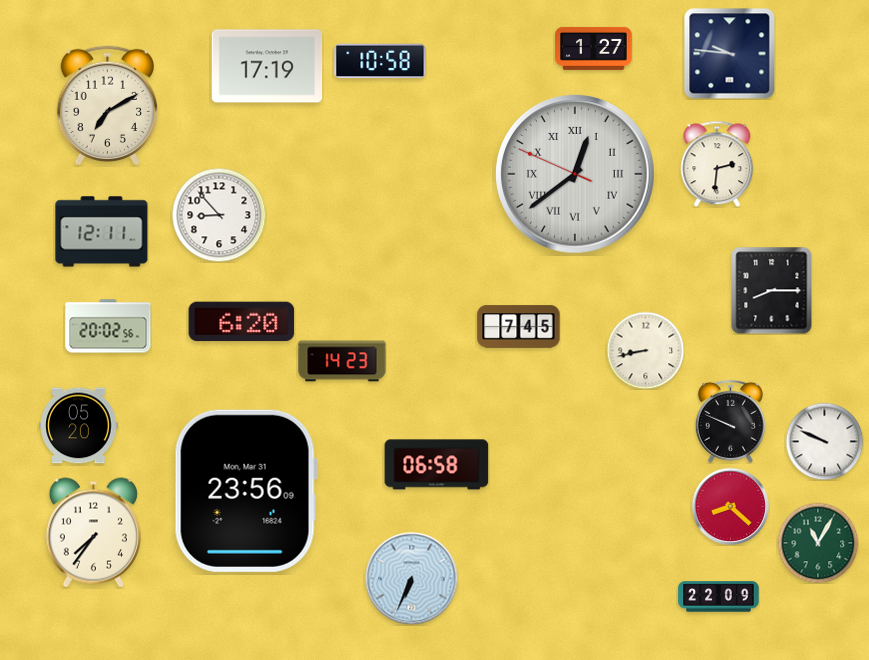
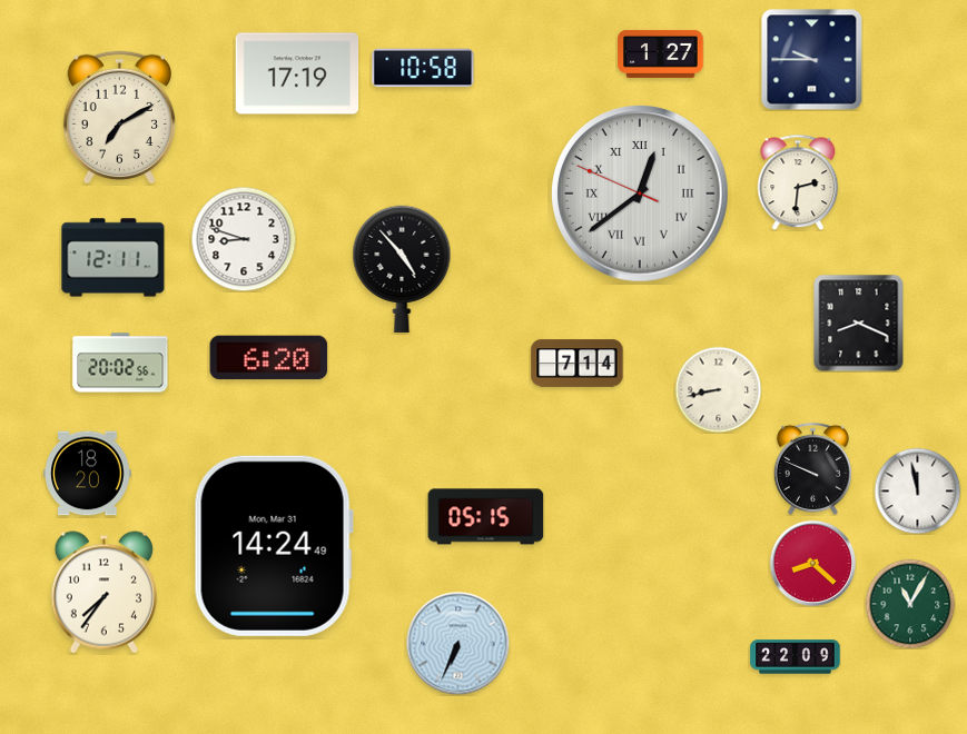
clock at (729, 53): 9:46 -> 9:45
clock at (219, 215): 8:53 -> 8:48
clock at (402, 269): none -> 4:53
clock at (772, 290): 8:15 -> 8:19
clock at (519, 327): 7:45 -> 7:14
clock at (342, 361): 14:23 -> none
clock at (79, 426): 05:20 -> 18:20
clock at (824, 441): 9:49 -> 11:58
clock at (437, 465): 06:58 -> 05:15
clock at (246, 491): 23:56 -> 14:24
clock at (719, 597) position: (719, 597) -> (796, 657)
